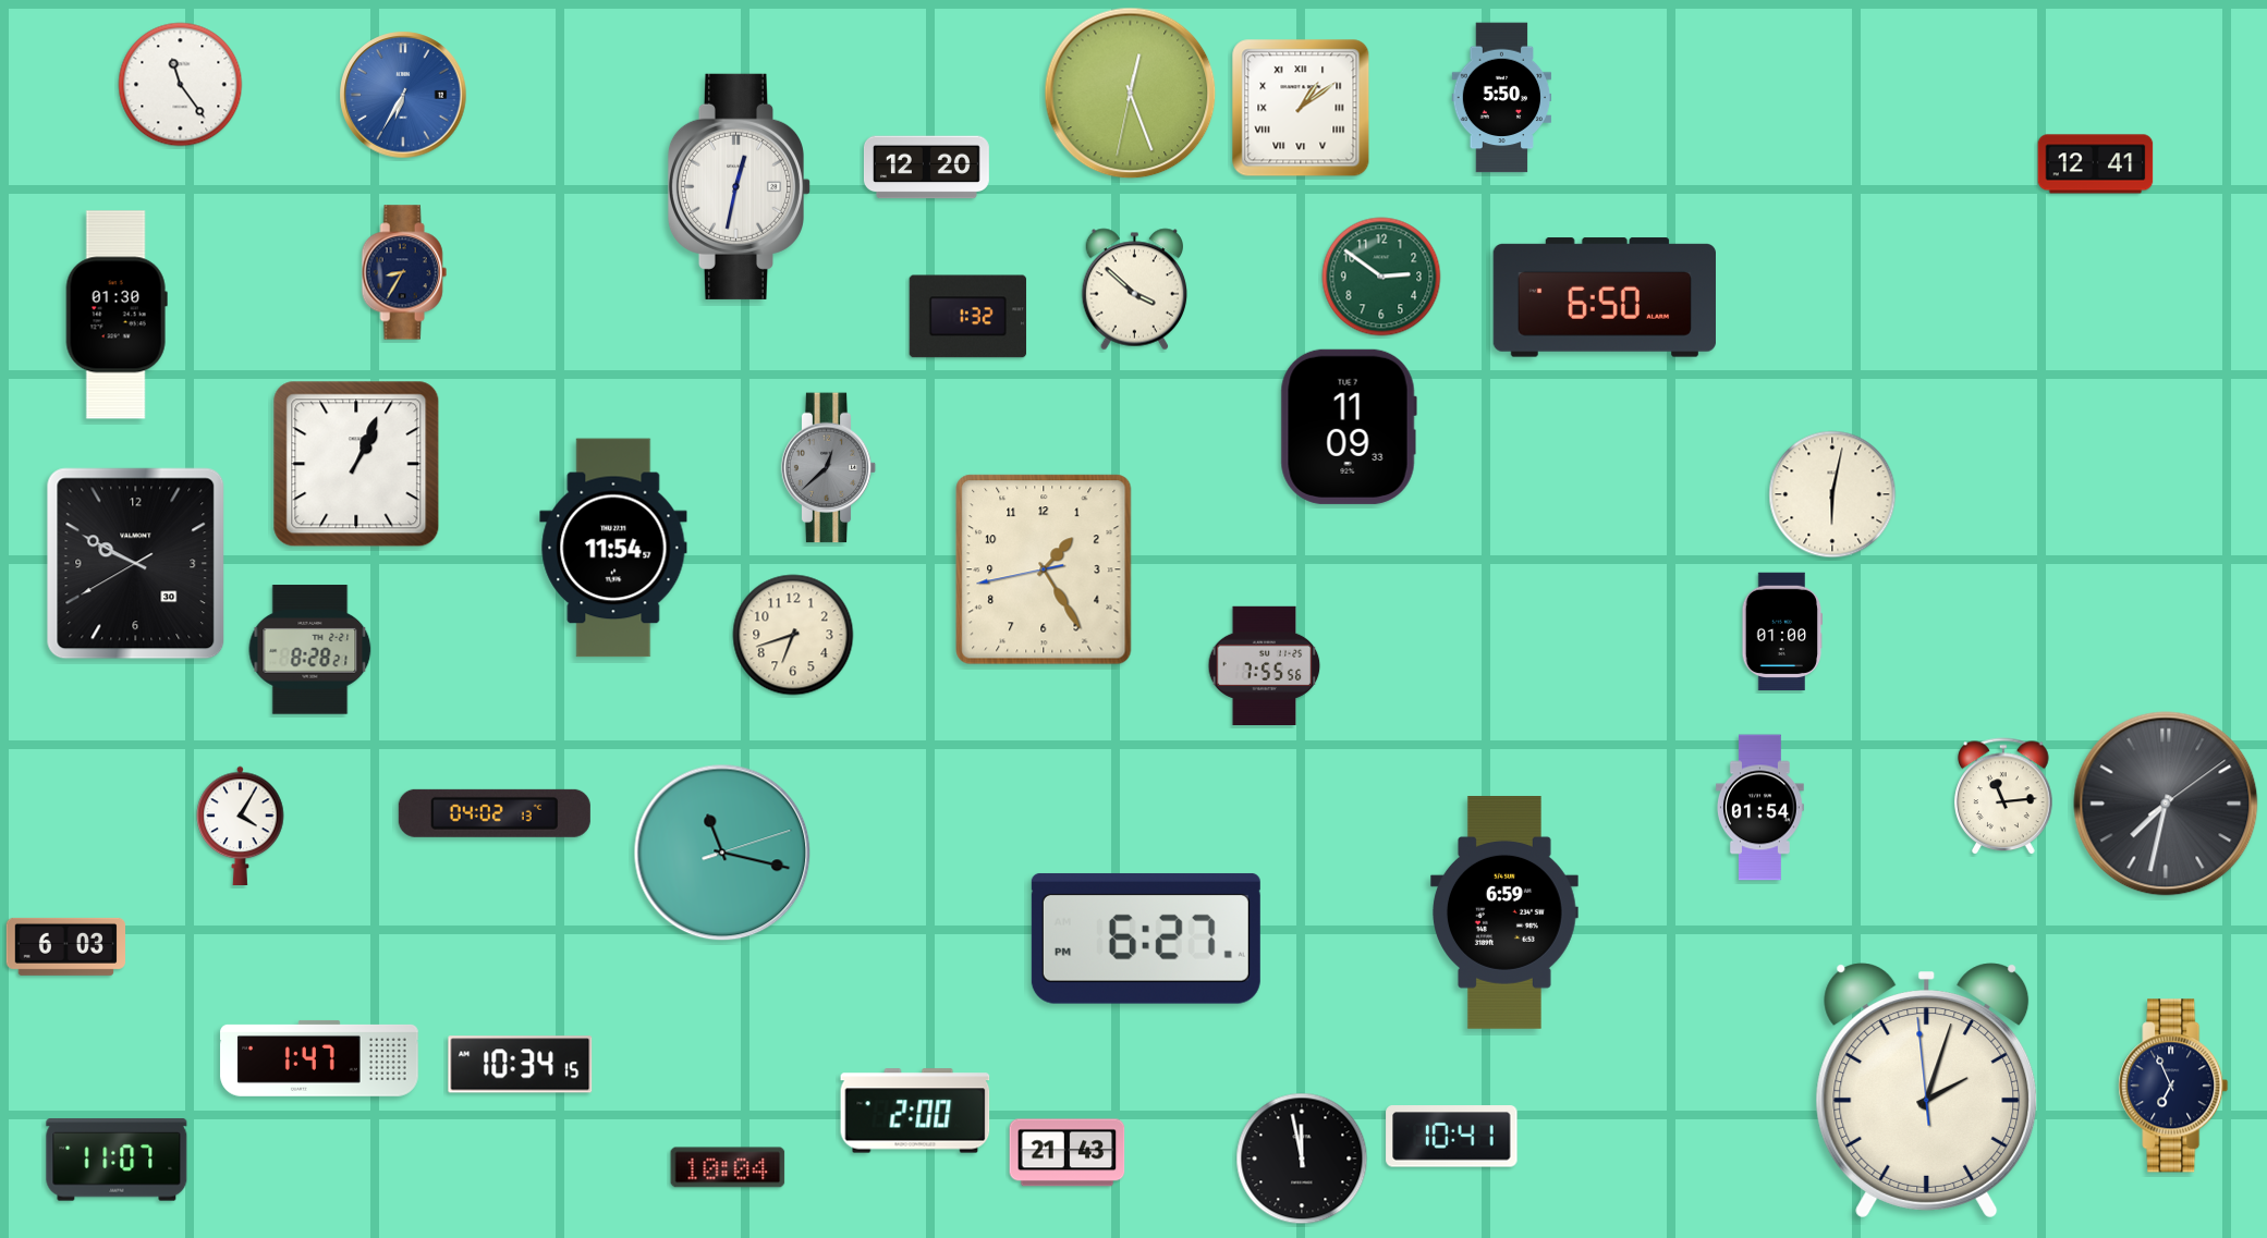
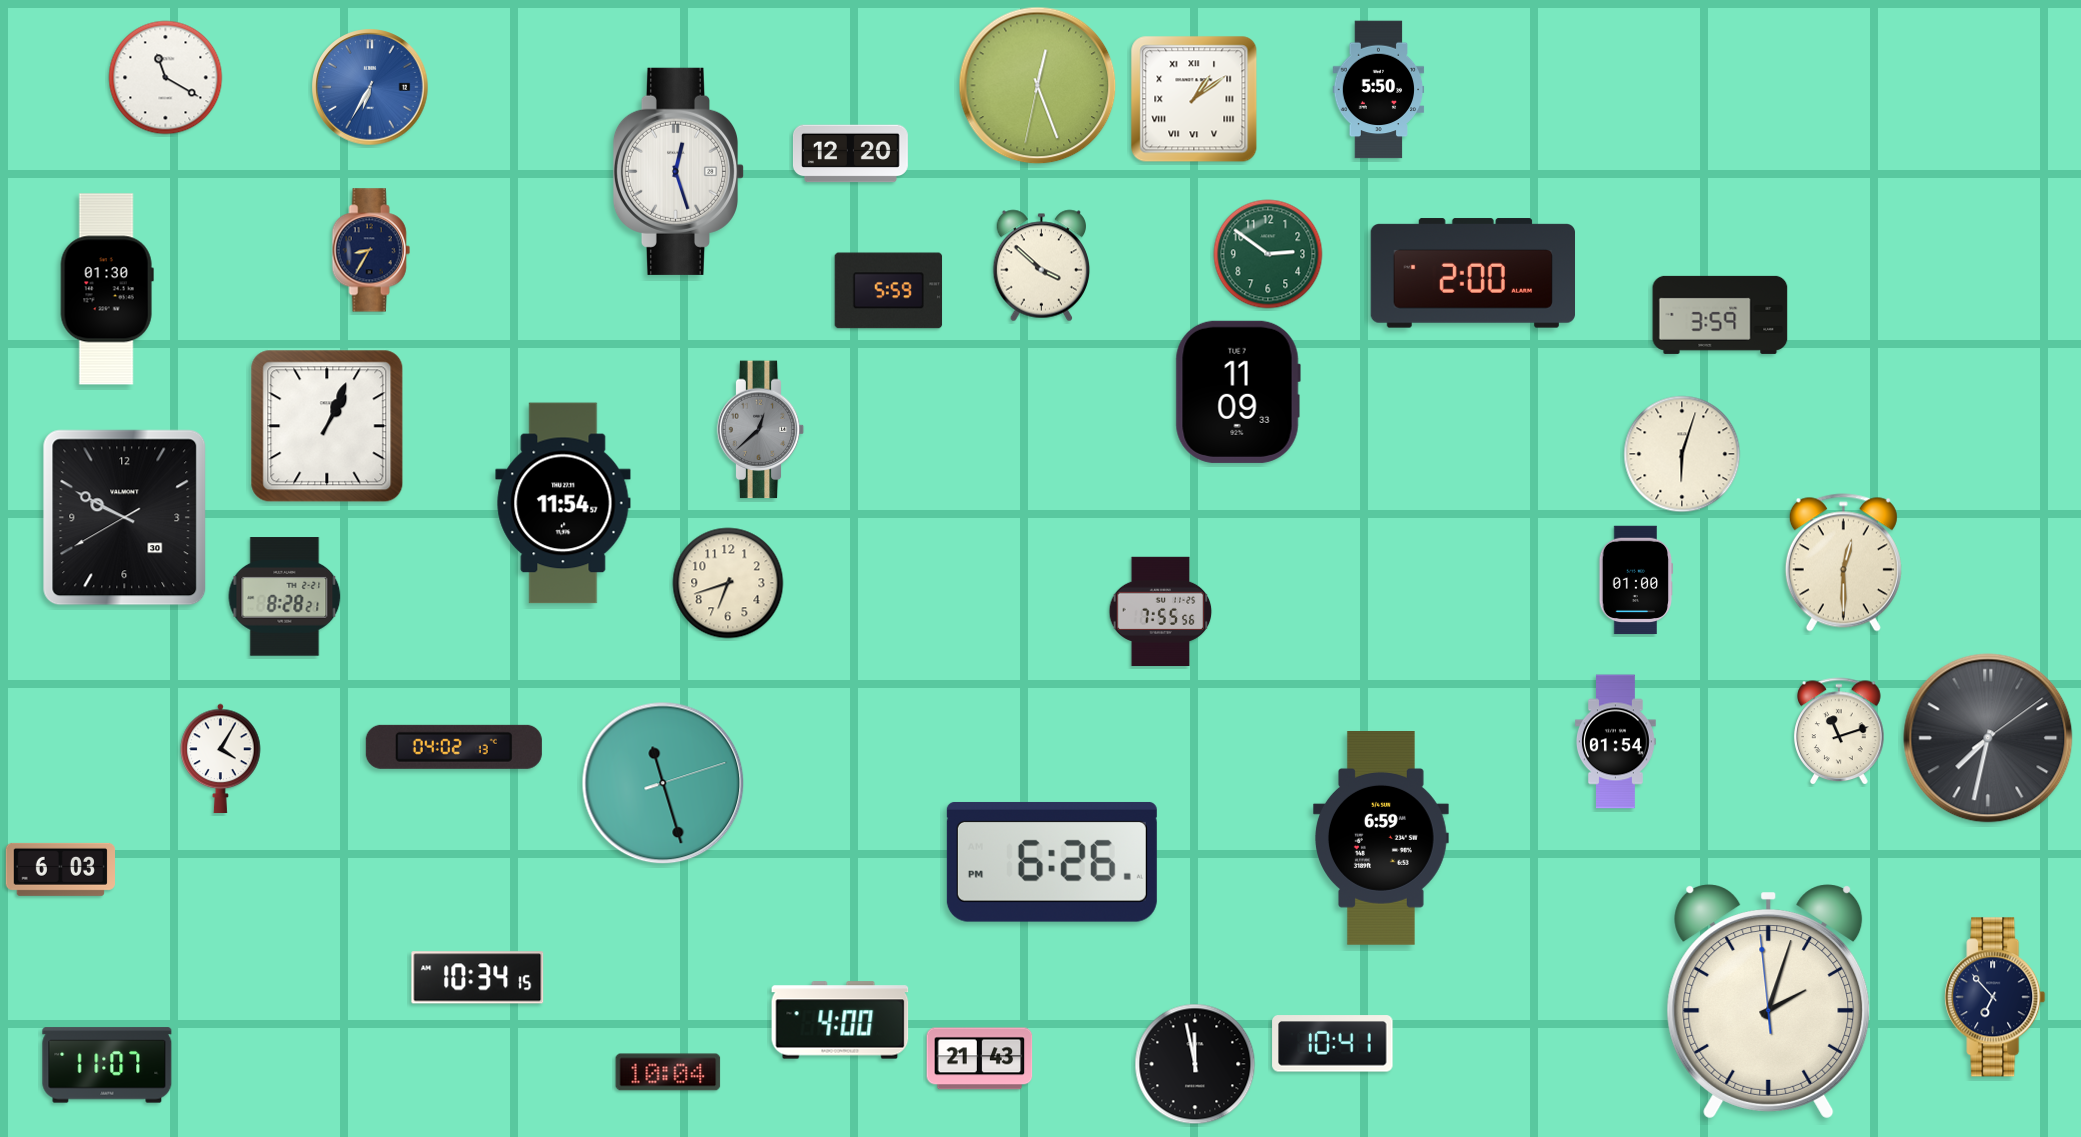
clock at (181, 85): 11:24 -> 11:20
clock at (2096, 164): 12:41 -> none
clock at (739, 186): 12:32 -> 12:27
clock at (1604, 297): 6:50 -> 2:00
clock at (968, 317): 1:32 -> 5:59
clock at (1720, 315): none -> 3:59
clock at (1832, 494): 6:02 -> 6:03
clock at (1044, 569): 1:24 -> none
clock at (1843, 563): none -> 12:30
clock at (2003, 796): 11:14 -> 11:12
clock at (722, 853): 11:17 -> 11:27
clock at (1146, 939): 6:27 -> 6:26
clock at (319, 1058): 1:47 -> none
clock at (2173, 1086): 6:56 -> 6:53
clock at (915, 1111): 2:00 -> 4:00
